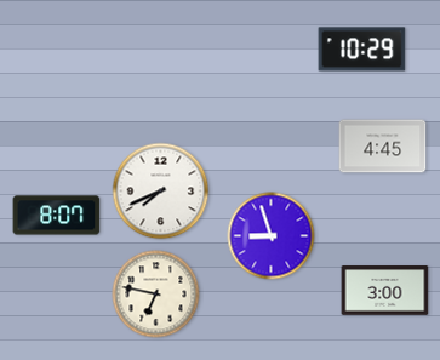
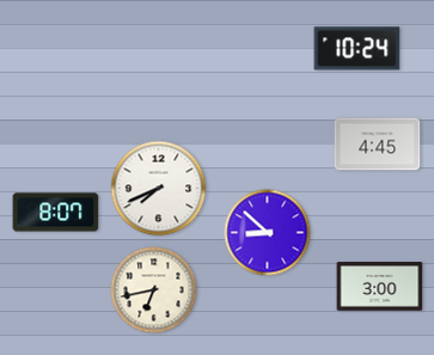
clock at (362, 50): 10:29 -> 10:24
clock at (272, 236): 8:57 -> 8:52
clock at (156, 295): 6:47 -> 6:43
